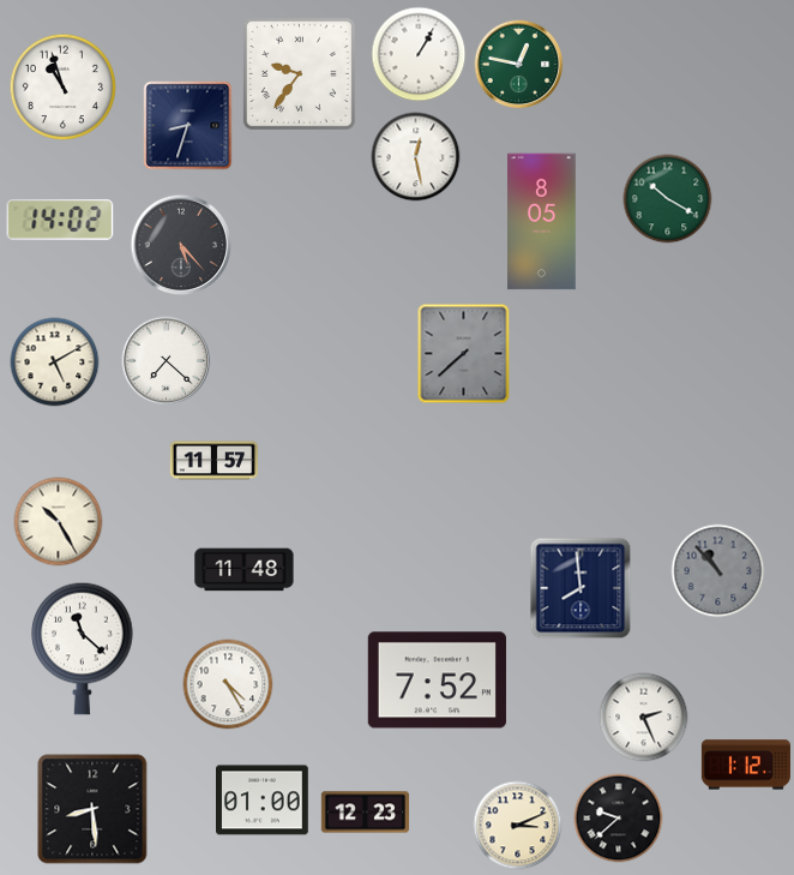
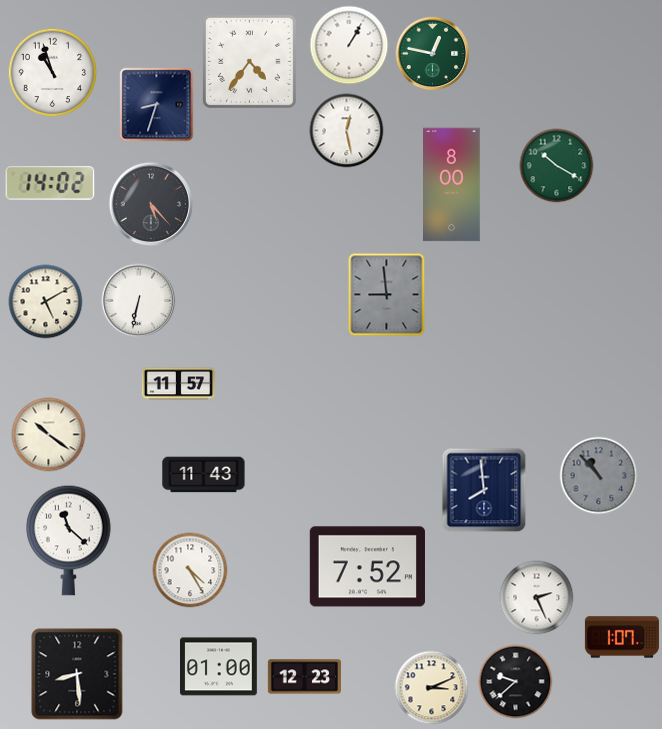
clock at (299, 73): 9:36 -> 4:36
clock at (542, 222): 8:05 -> 8:00
clock at (464, 354): 7:38 -> 8:59
clock at (167, 361): 7:22 -> 6:32
clock at (59, 522): 10:25 -> 10:21
clock at (245, 570): 11:48 -> 11:43
clock at (437, 681) position: (437, 681) -> (367, 567)
clock at (746, 765): 1:12 -> 1:07
